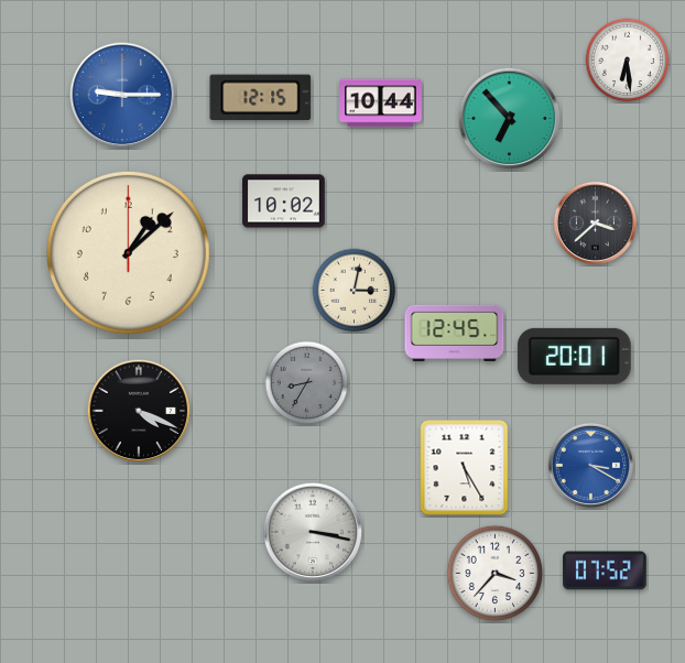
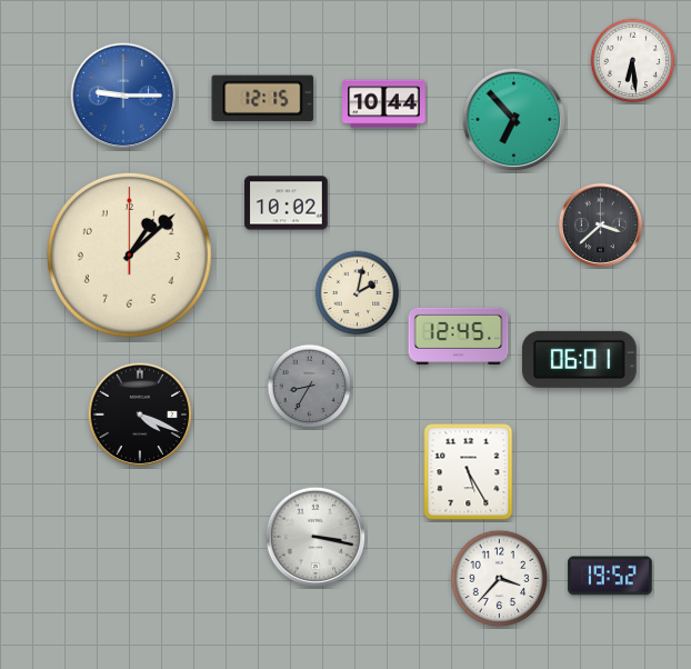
clock at (355, 291): 3:02 -> 2:02
clock at (574, 356): 20:01 -> 06:01
clock at (590, 465): 3:20 -> none
clock at (605, 570): 07:52 -> 19:52
